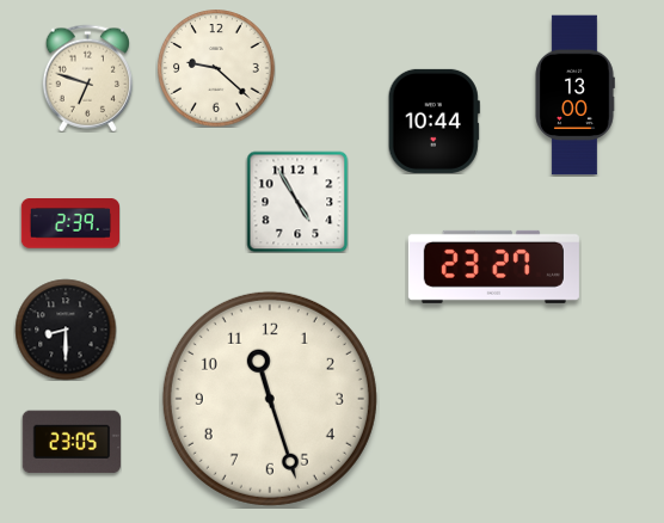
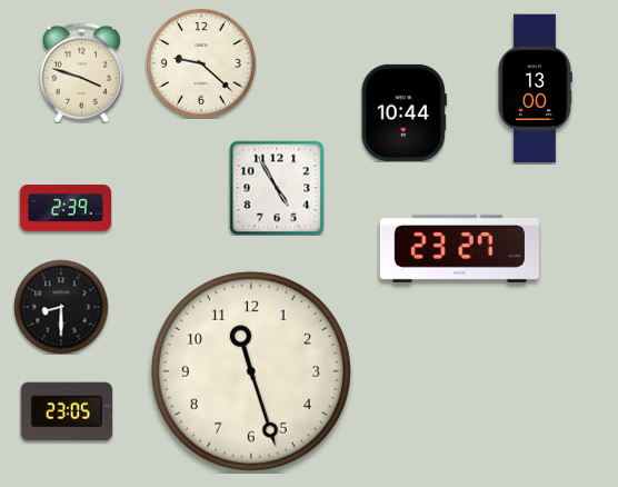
clock at (87, 78): 6:48 -> 3:48
